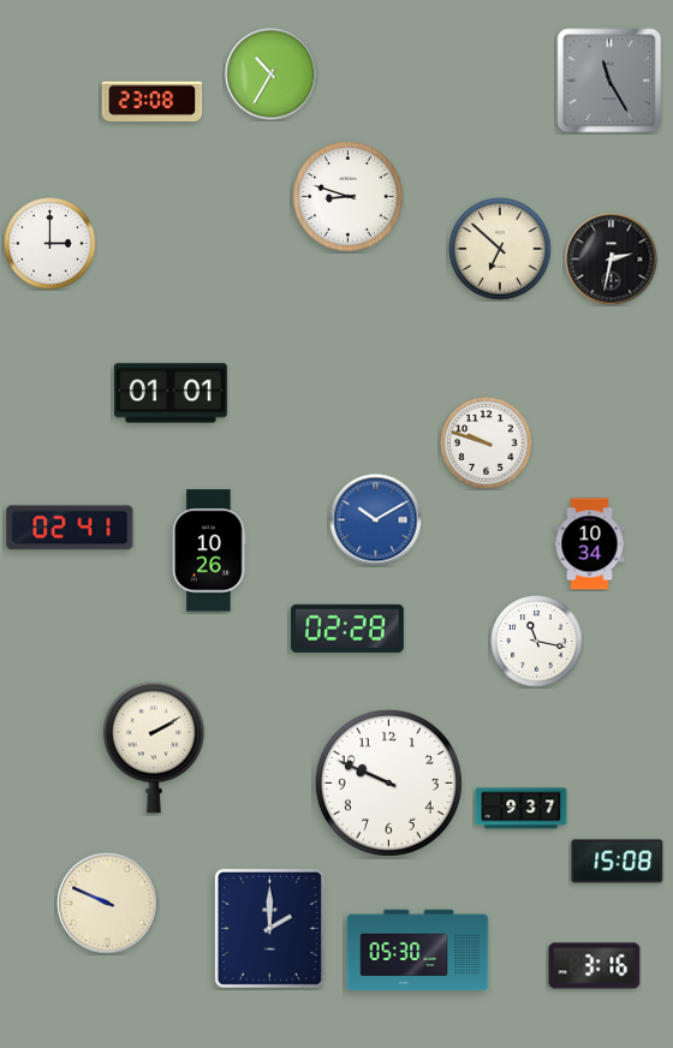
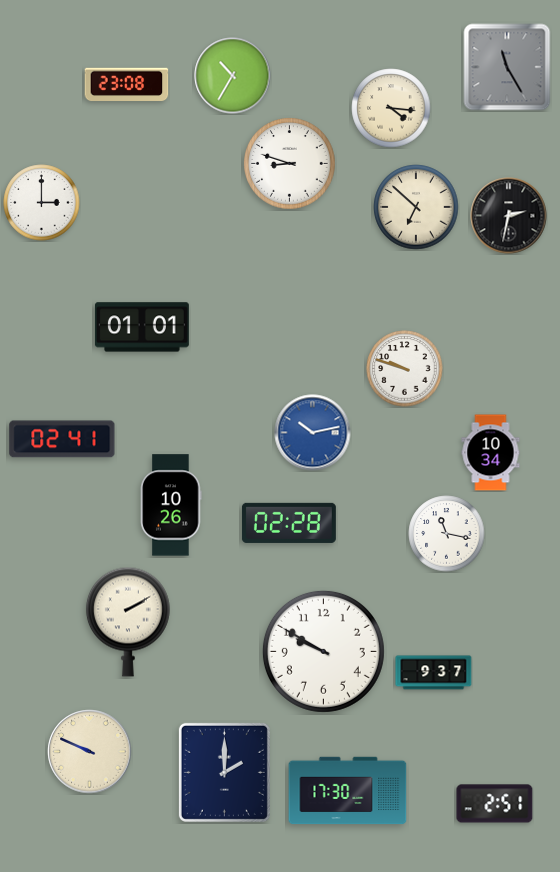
clock at (272, 75) position: (272, 75) -> (233, 76)
clock at (391, 108): none -> 4:16
clock at (376, 520): 10:10 -> 10:13
clock at (70, 528) position: (70, 528) -> (62, 439)
clock at (209, 550) position: (209, 550) -> (171, 505)
clock at (388, 782): 9:49 -> 9:50
clock at (618, 862): 15:08 -> none
clock at (418, 951): 05:30 -> 17:30
clock at (595, 966): 3:16 -> 2:51
